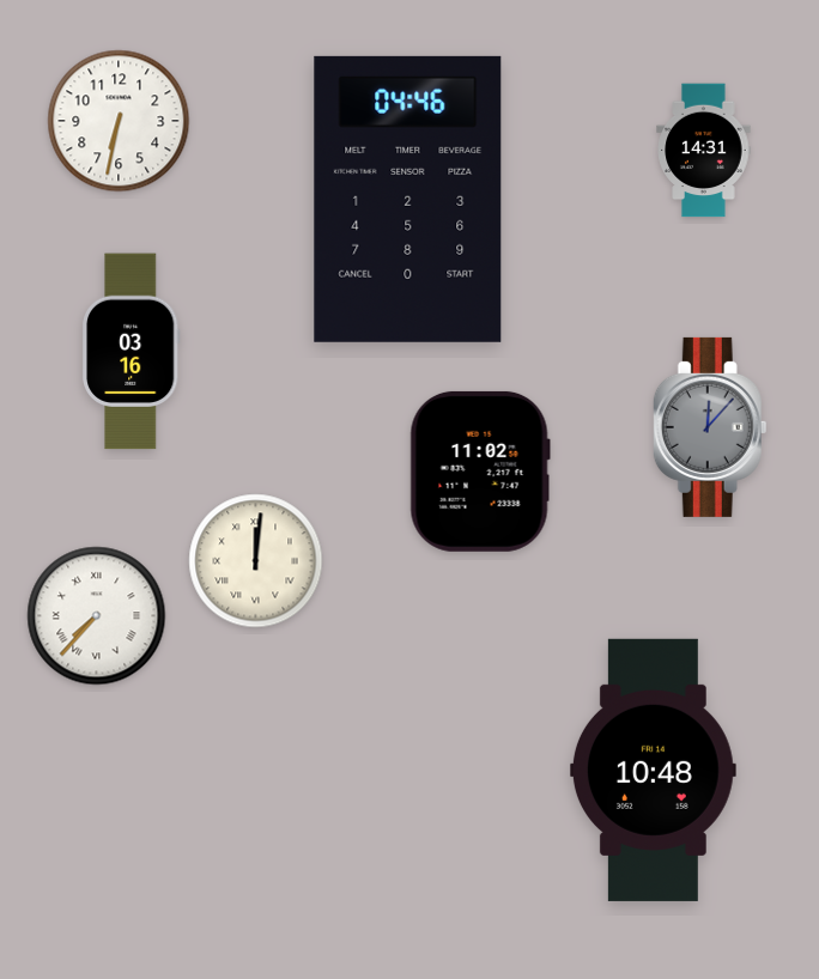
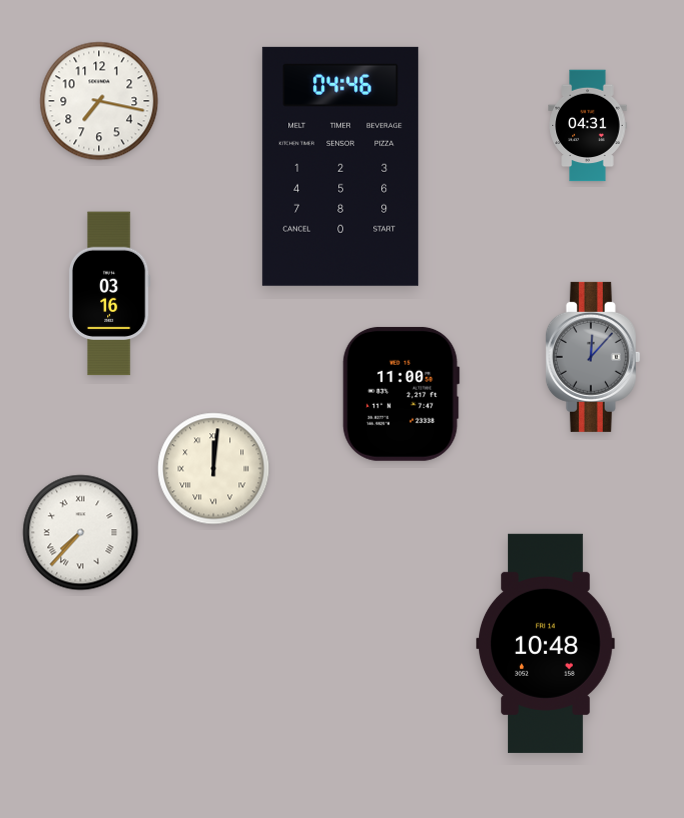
clock at (119, 121): 6:32 -> 7:17
clock at (704, 151): 14:31 -> 04:31
clock at (480, 472): 11:02 -> 11:00
clock at (97, 616) position: (97, 616) -> (81, 533)
